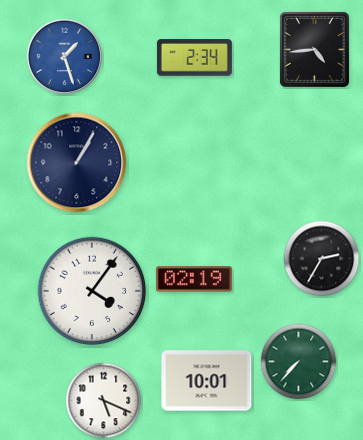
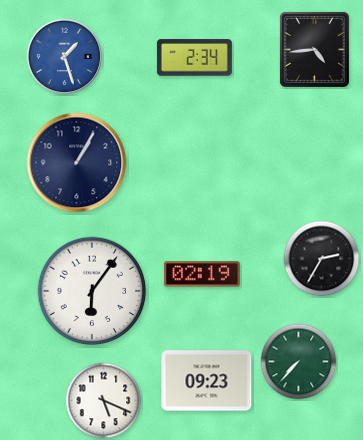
clock at (194, 279) position: (194, 279) -> (202, 274)
clock at (92, 291): 4:06 -> 6:06
clock at (207, 381): 10:01 -> 09:23
